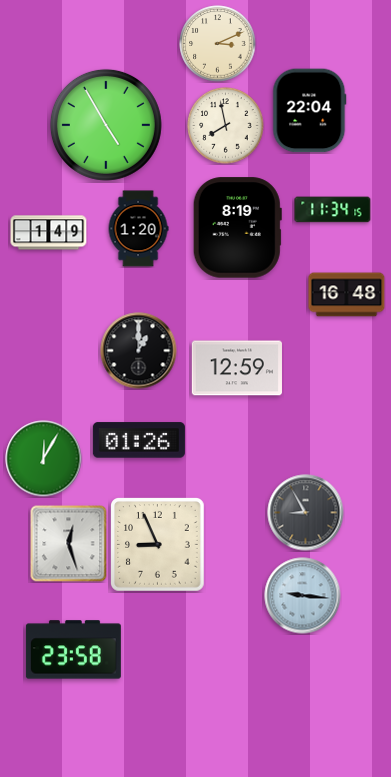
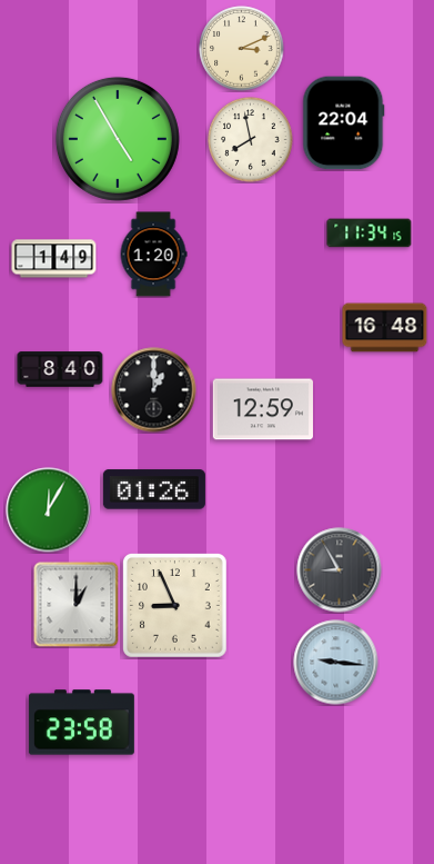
clock at (237, 228): 8:19 -> none
clock at (60, 369): none -> 8:40
clock at (69, 544): 12:27 -> 1:00
